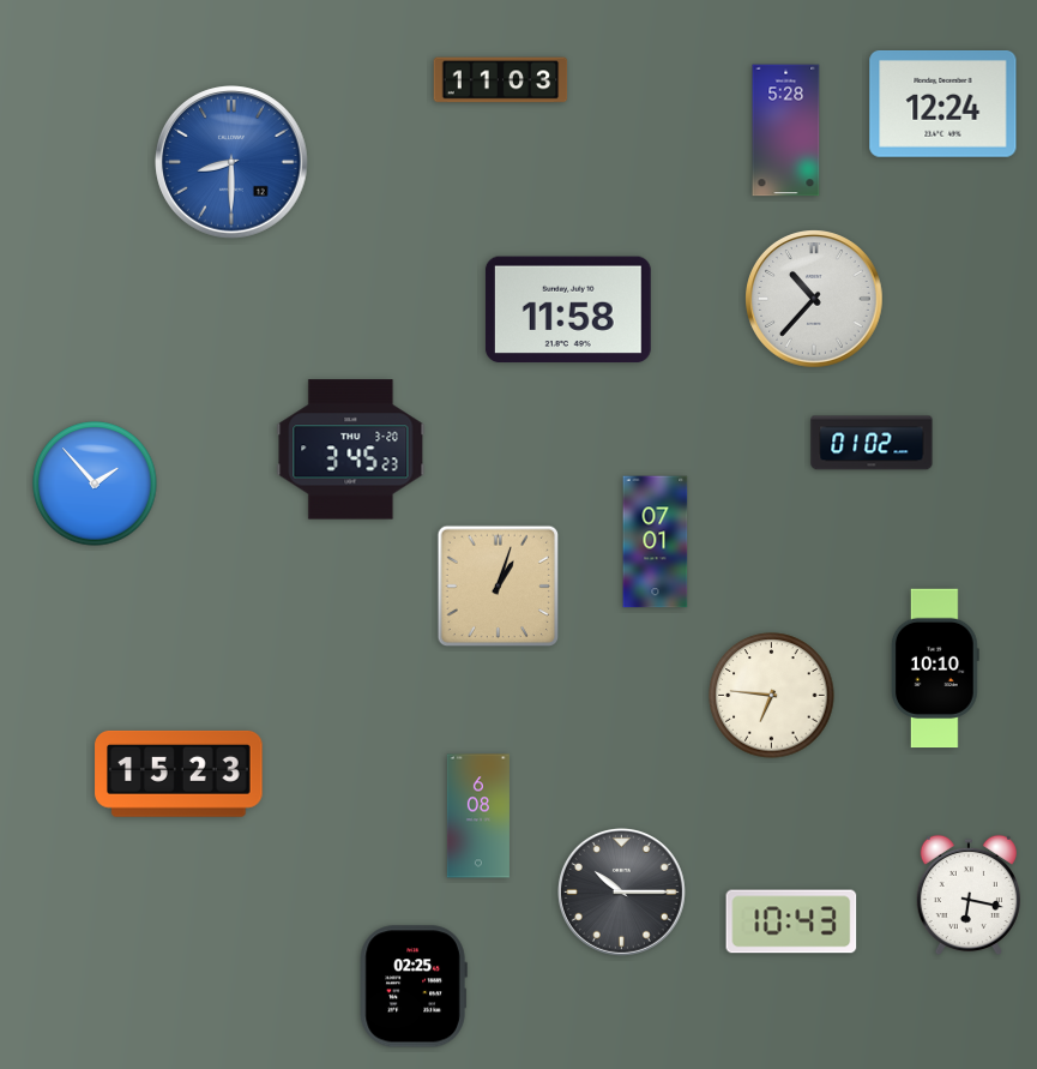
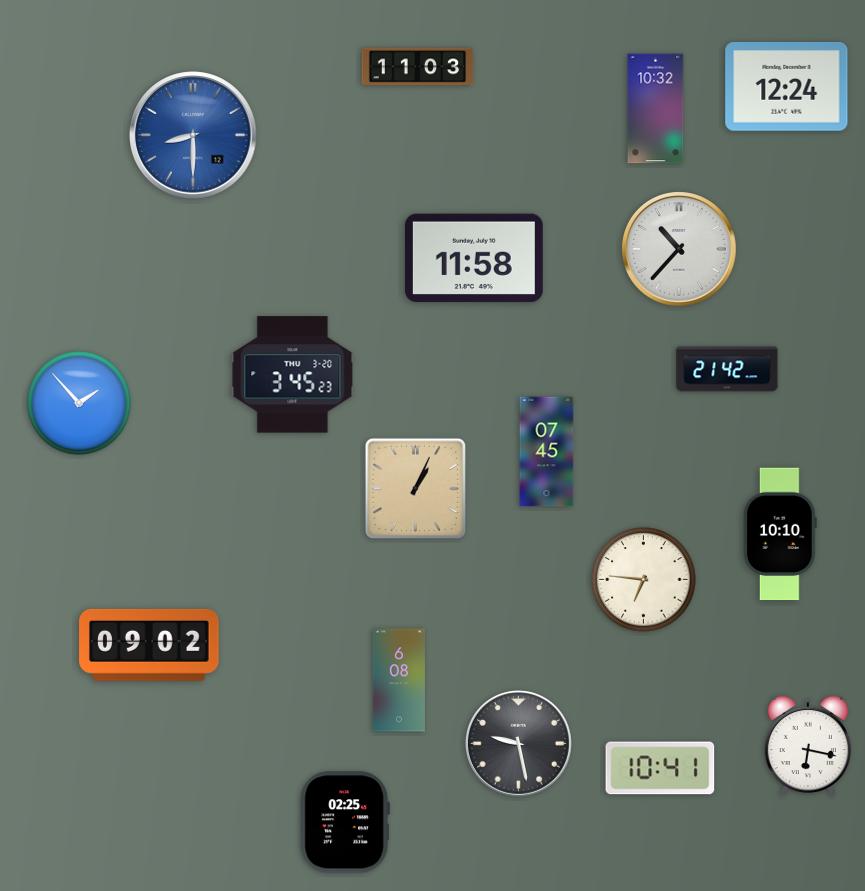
clock at (786, 131): 5:28 -> 10:32
clock at (872, 443): 01:02 -> 21:42
clock at (656, 542): 07:01 -> 07:45
clock at (499, 587): 1:03 -> 1:04
clock at (935, 668) position: (935, 668) -> (780, 534)
clock at (179, 774): 15:23 -> 09:02
clock at (621, 891): 10:15 -> 9:28
clock at (791, 921): 10:43 -> 10:41
